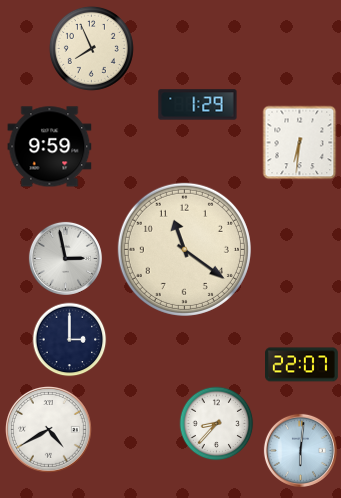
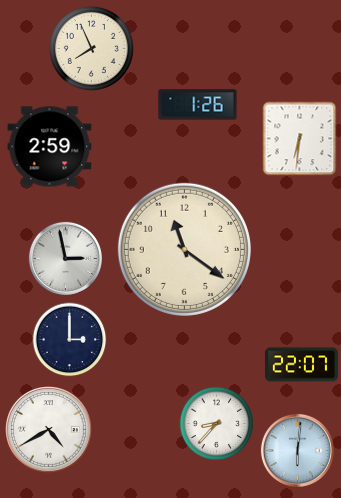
clock at (198, 105): 1:29 -> 1:26
clock at (300, 143) position: (300, 143) -> (300, 139)
clock at (50, 147): 9:59 -> 2:59
clock at (300, 450) position: (300, 450) -> (297, 450)
